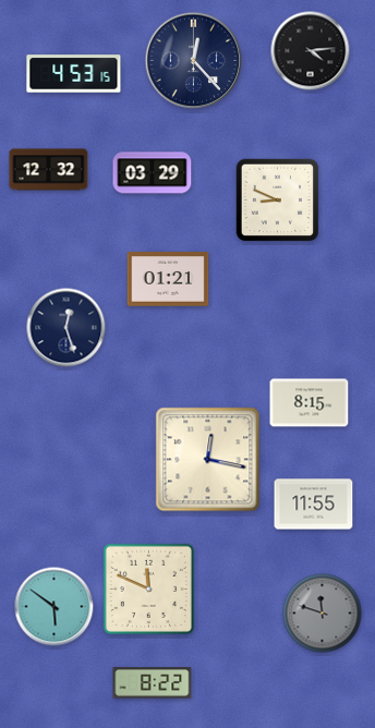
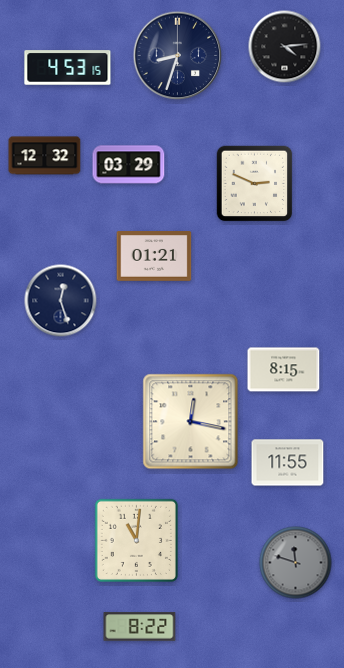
clock at (194, 61): 12:23 -> 8:33
clock at (153, 173) position: (153, 173) -> (129, 165)
clock at (278, 201): 8:49 -> 2:49
clock at (148, 589): 11:49 -> 11:01
clock at (55, 607): 5:51 -> none
